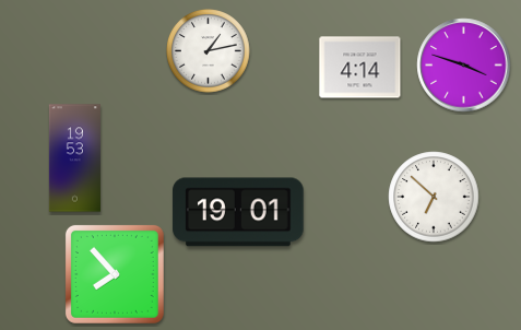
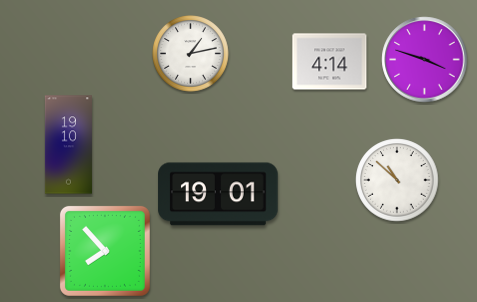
clock at (209, 51) position: (209, 51) -> (191, 54)
clock at (74, 158): 19:53 -> 19:10
clock at (434, 197): 6:52 -> 10:52
